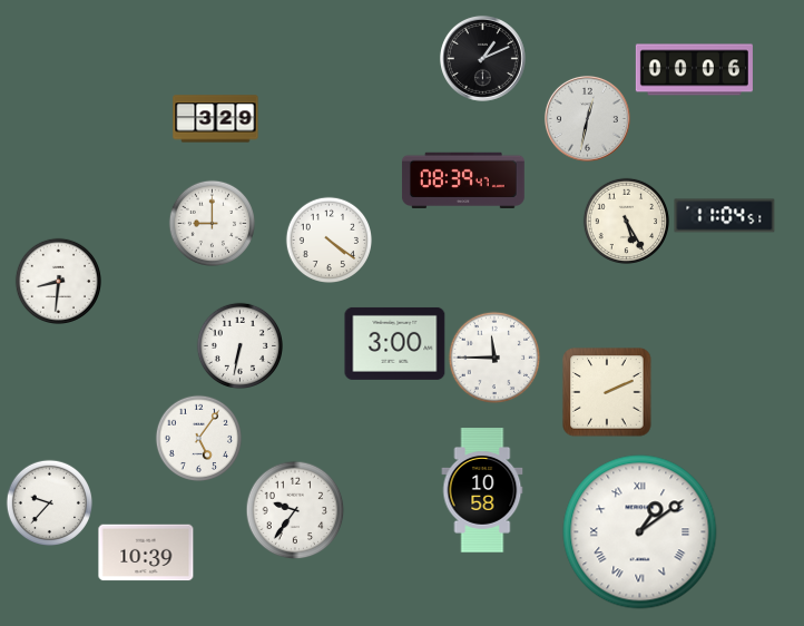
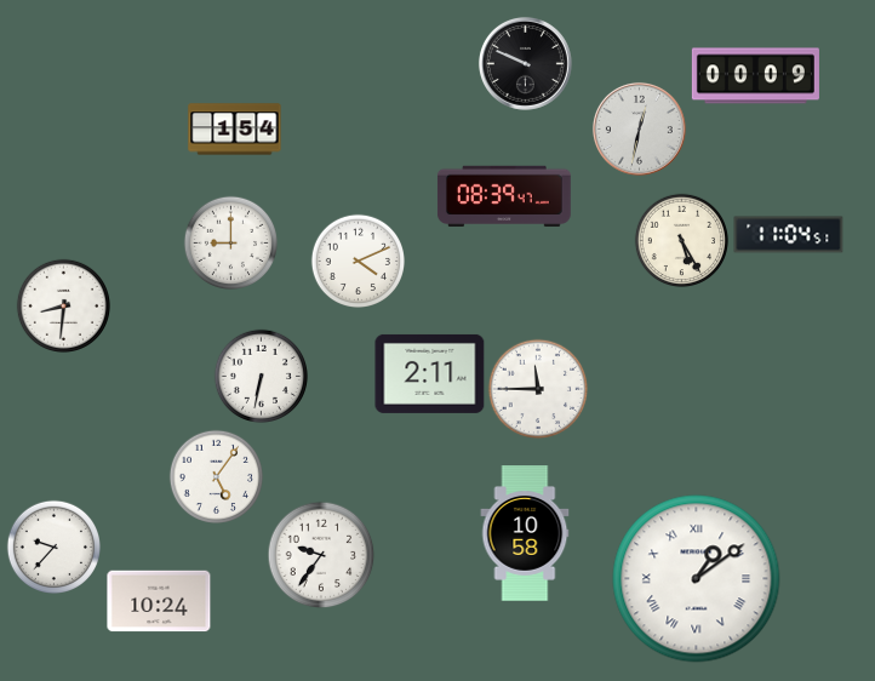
clock at (482, 58): 1:11 -> 9:49
clock at (694, 70): 00:06 -> 00:09
clock at (216, 119): 3:29 -> 1:54
clock at (329, 239): 4:21 -> 4:11
clock at (395, 343): 3:00 -> 2:11
clock at (607, 392): 2:11 -> none
clock at (146, 552): 10:39 -> 10:24
